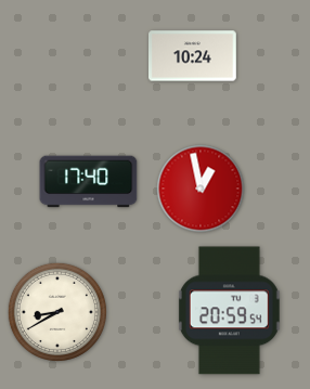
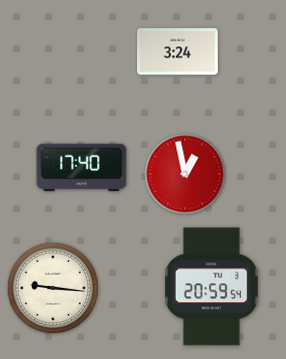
clock at (193, 56): 10:24 -> 3:24
clock at (57, 312): 8:40 -> 9:16
